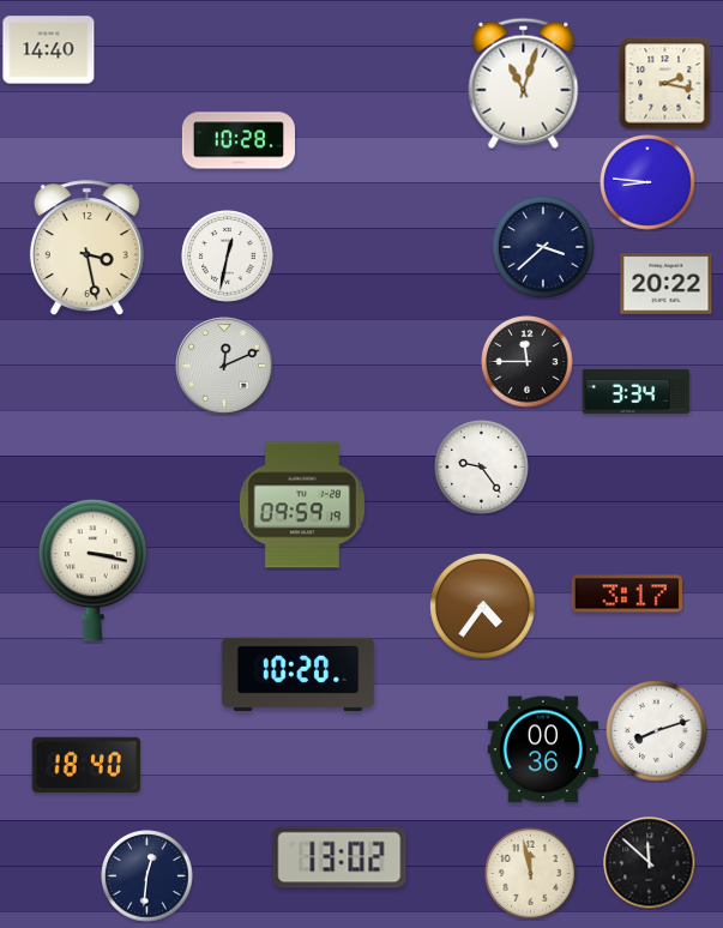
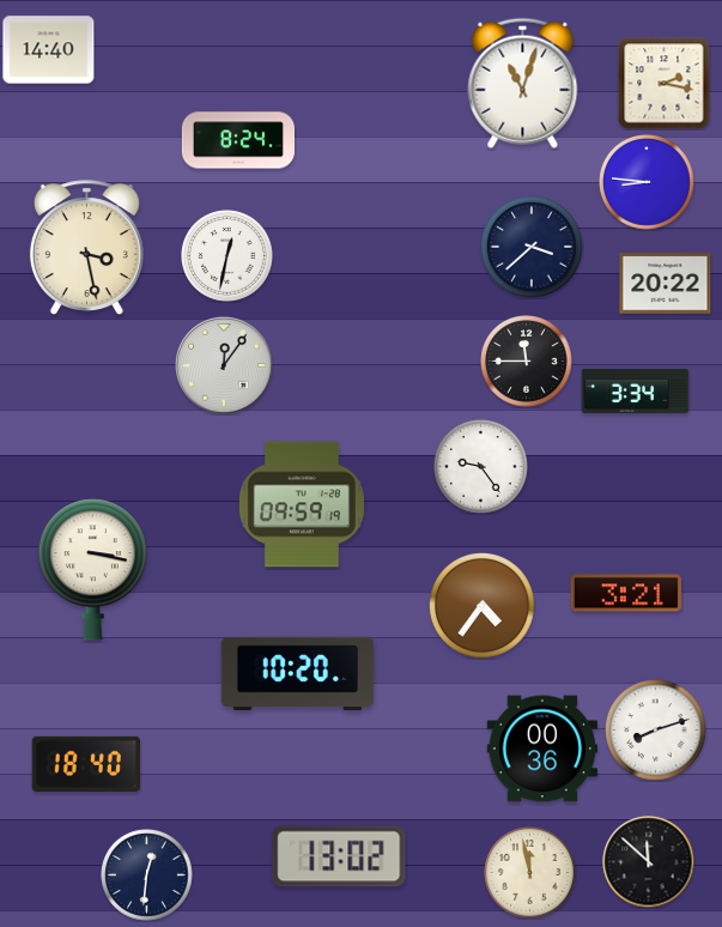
clock at (239, 140): 10:28 -> 8:24
clock at (543, 247) position: (543, 247) -> (532, 247)
clock at (224, 366): 12:11 -> 12:06
clock at (626, 593): 3:17 -> 3:21
